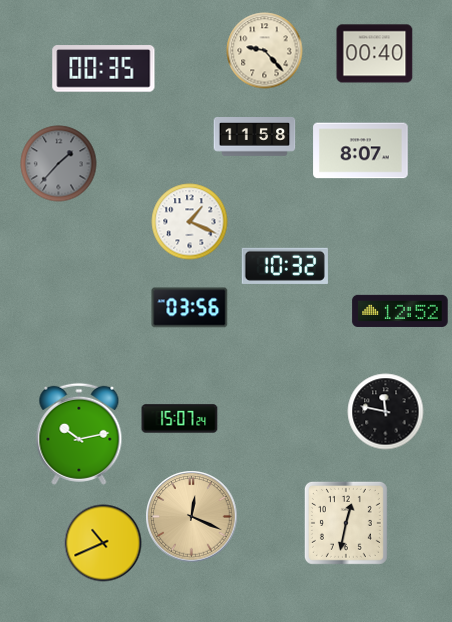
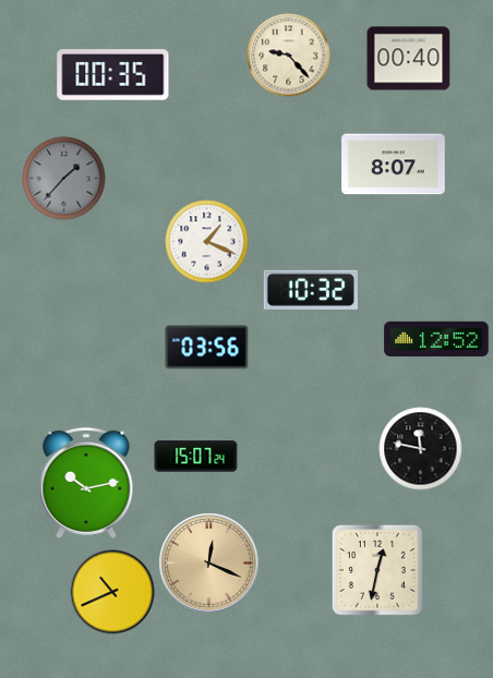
clock at (255, 137): 11:58 -> none
clock at (190, 308) position: (190, 308) -> (207, 348)
clock at (79, 434) position: (79, 434) -> (86, 483)
